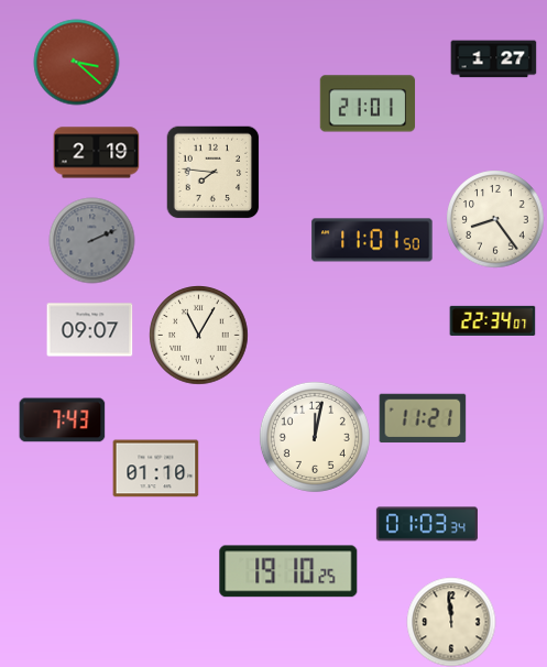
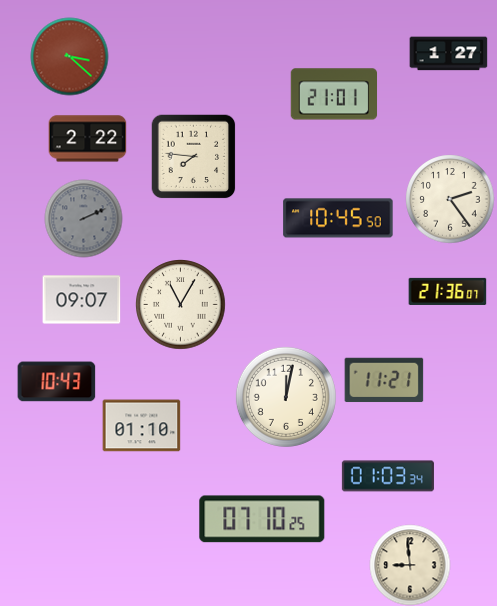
clock at (96, 153): 2:19 -> 2:22
clock at (495, 219): 8:24 -> 2:24
clock at (372, 240): 11:01 -> 10:45
clock at (492, 320): 22:34 -> 21:36
clock at (62, 420): 7:43 -> 10:43
clock at (288, 571): 19:10 -> 07:10
clock at (451, 622): 11:59 -> 8:59
